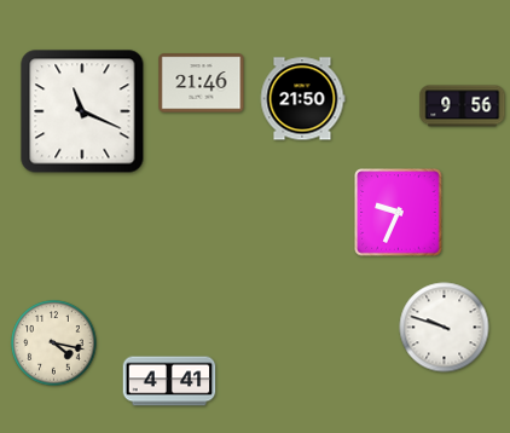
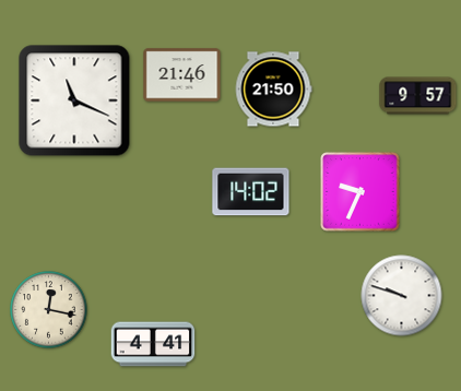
clock at (463, 106): 9:56 -> 9:57
clock at (251, 192): none -> 14:02
clock at (54, 343): 4:17 -> 12:17
